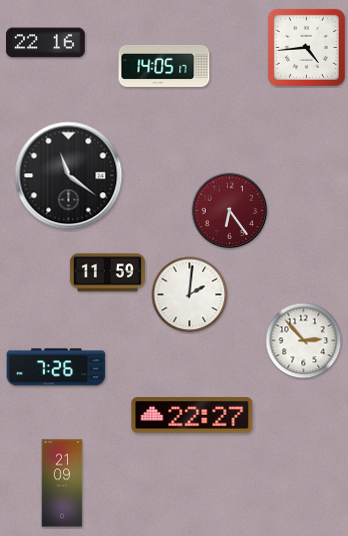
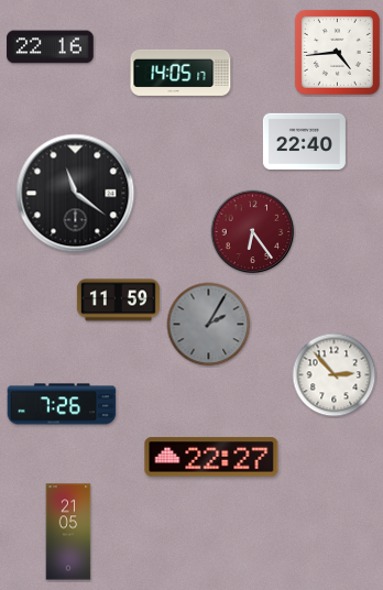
clock at (304, 142): none -> 22:40
clock at (190, 295): 2:01 -> 2:05
clock at (190, 295) dial: white -> grey
clock at (62, 483): 21:09 -> 21:05
